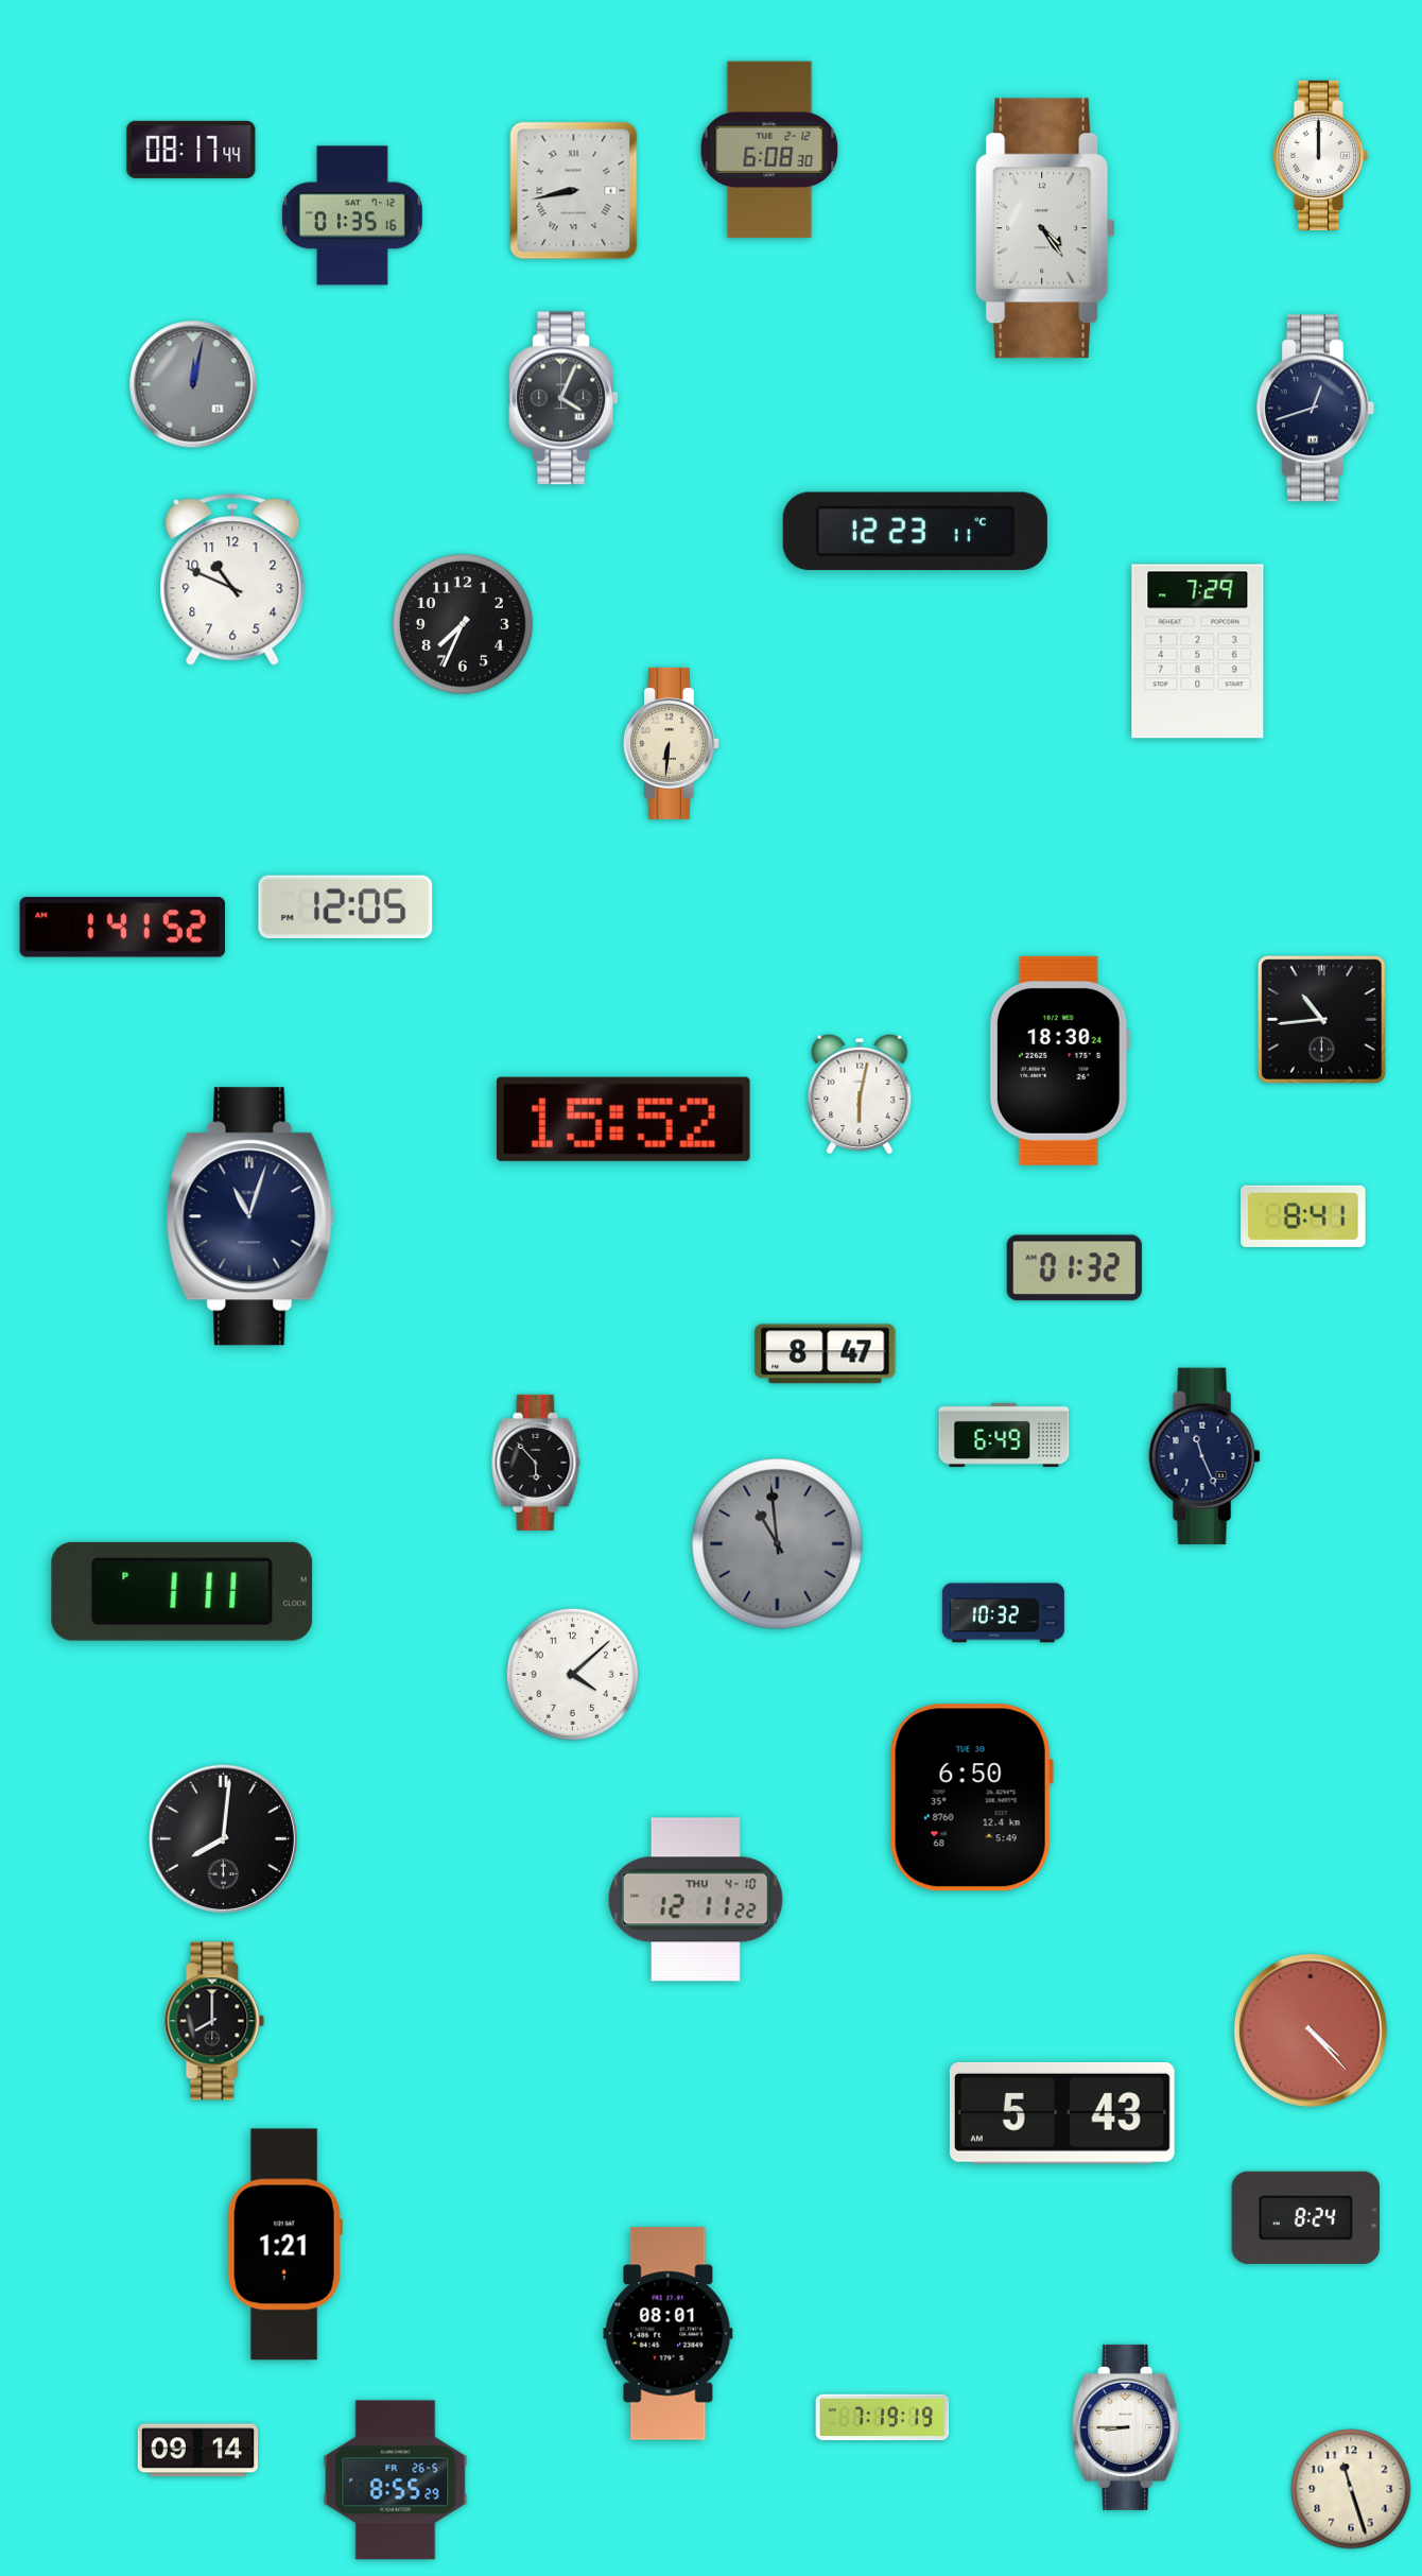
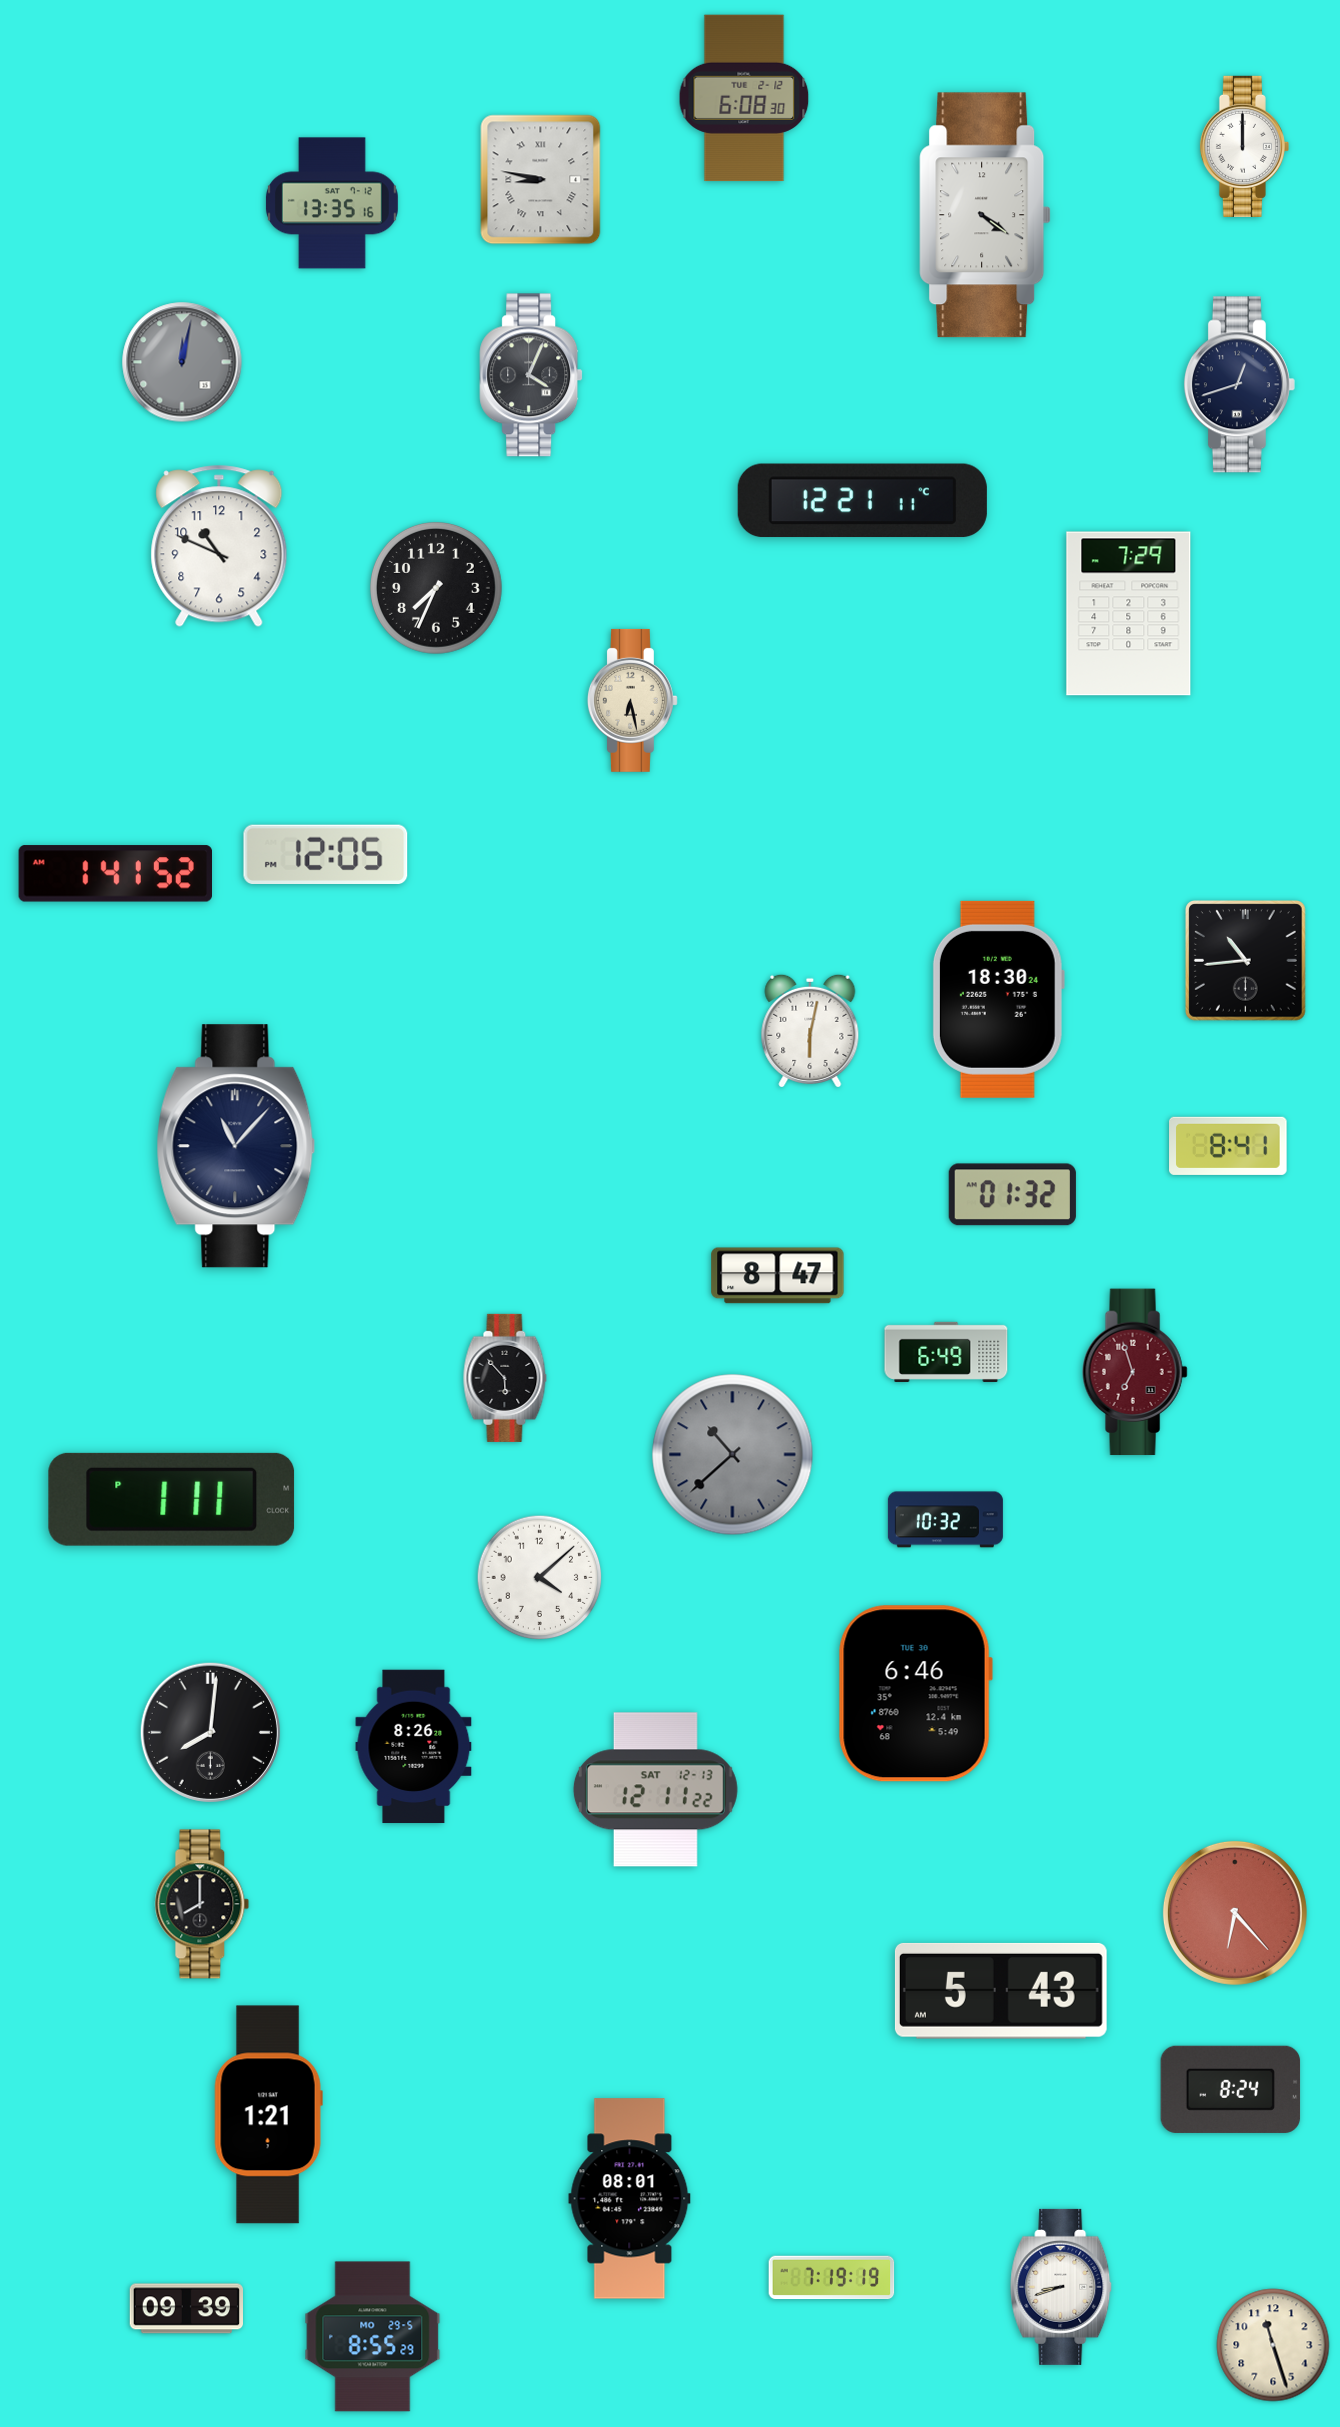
clock at (191, 150): 08:17 -> none
clock at (769, 150) position: (769, 150) -> (744, 98)
clock at (574, 191): 8:43 -> 8:47
clock at (352, 215): 01:35 -> 13:35
clock at (1045, 228): 4:24 -> 4:21
clock at (915, 532): 12:23 -> 12:21
clock at (671, 743): 6:31 -> 6:28
clock at (623, 1119): 15:52 -> none
clock at (250, 1216): 11:03 -> 11:07
clock at (1204, 1456): 11:26 -> 6:57
clock at (1204, 1456) dial: navy -> burgundy
clock at (778, 1544): 10:59 -> 10:38
clock at (971, 1798): 6:50 -> 6:46
clock at (414, 1747): none -> 8:26
clock at (695, 1900) date: THU 4-10 -> SAT 12-13
clock at (1311, 2030): 4:23 -> 6:23
clock at (1127, 2427): 8:45 -> 8:42
clock at (197, 2451): 09:14 -> 09:39
clock at (396, 2480) date: FR 26-5 -> MO 29-5
